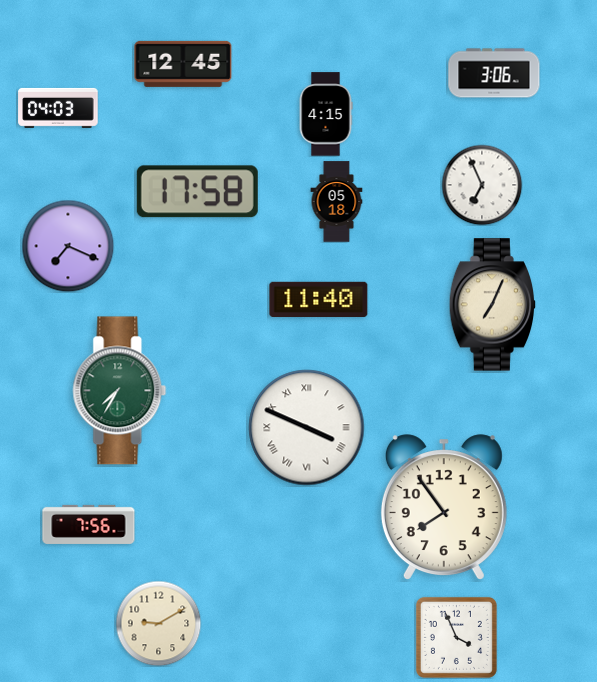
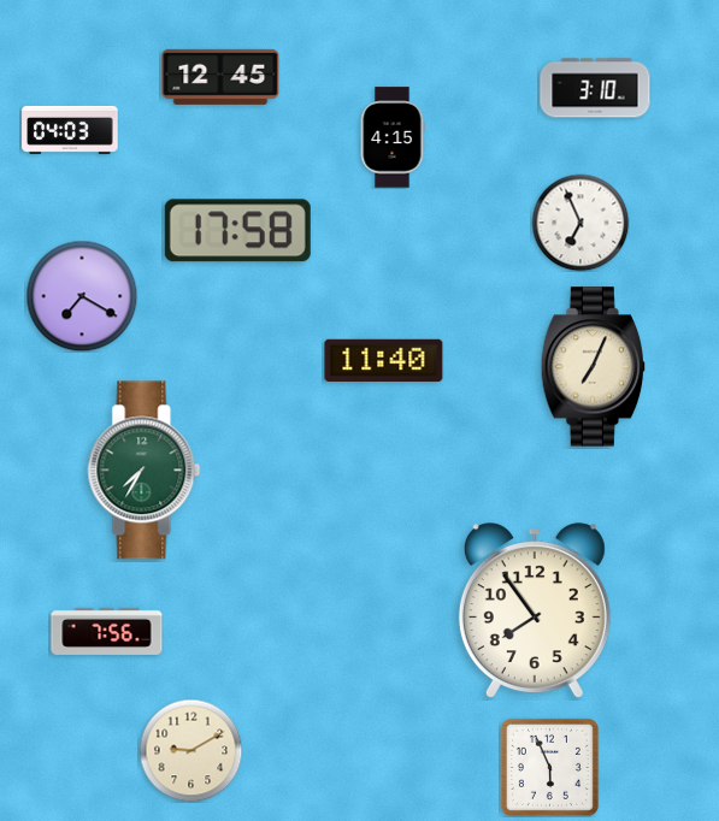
clock at (494, 73): 3:06 -> 3:10
clock at (337, 202): 05:18 -> none
clock at (68, 246): 7:19 -> 7:20
clock at (307, 428): 3:49 -> none
clock at (456, 637): 3:56 -> 5:56
